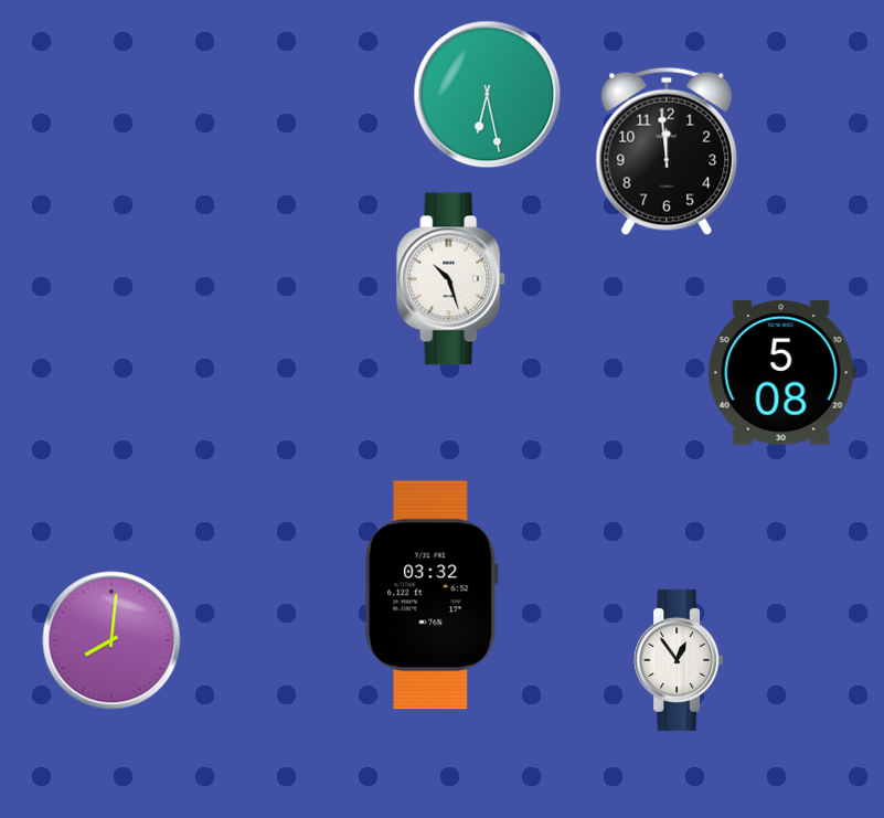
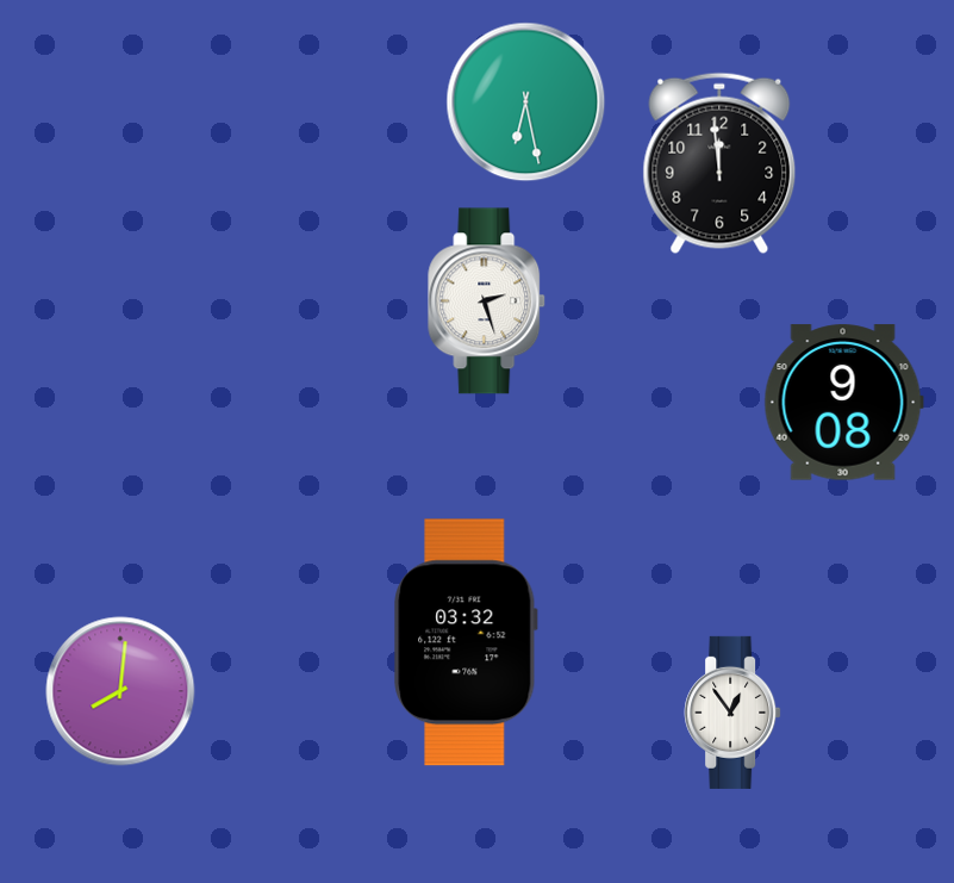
clock at (451, 279): 10:27 -> 2:27
clock at (781, 373): 5:08 -> 9:08
